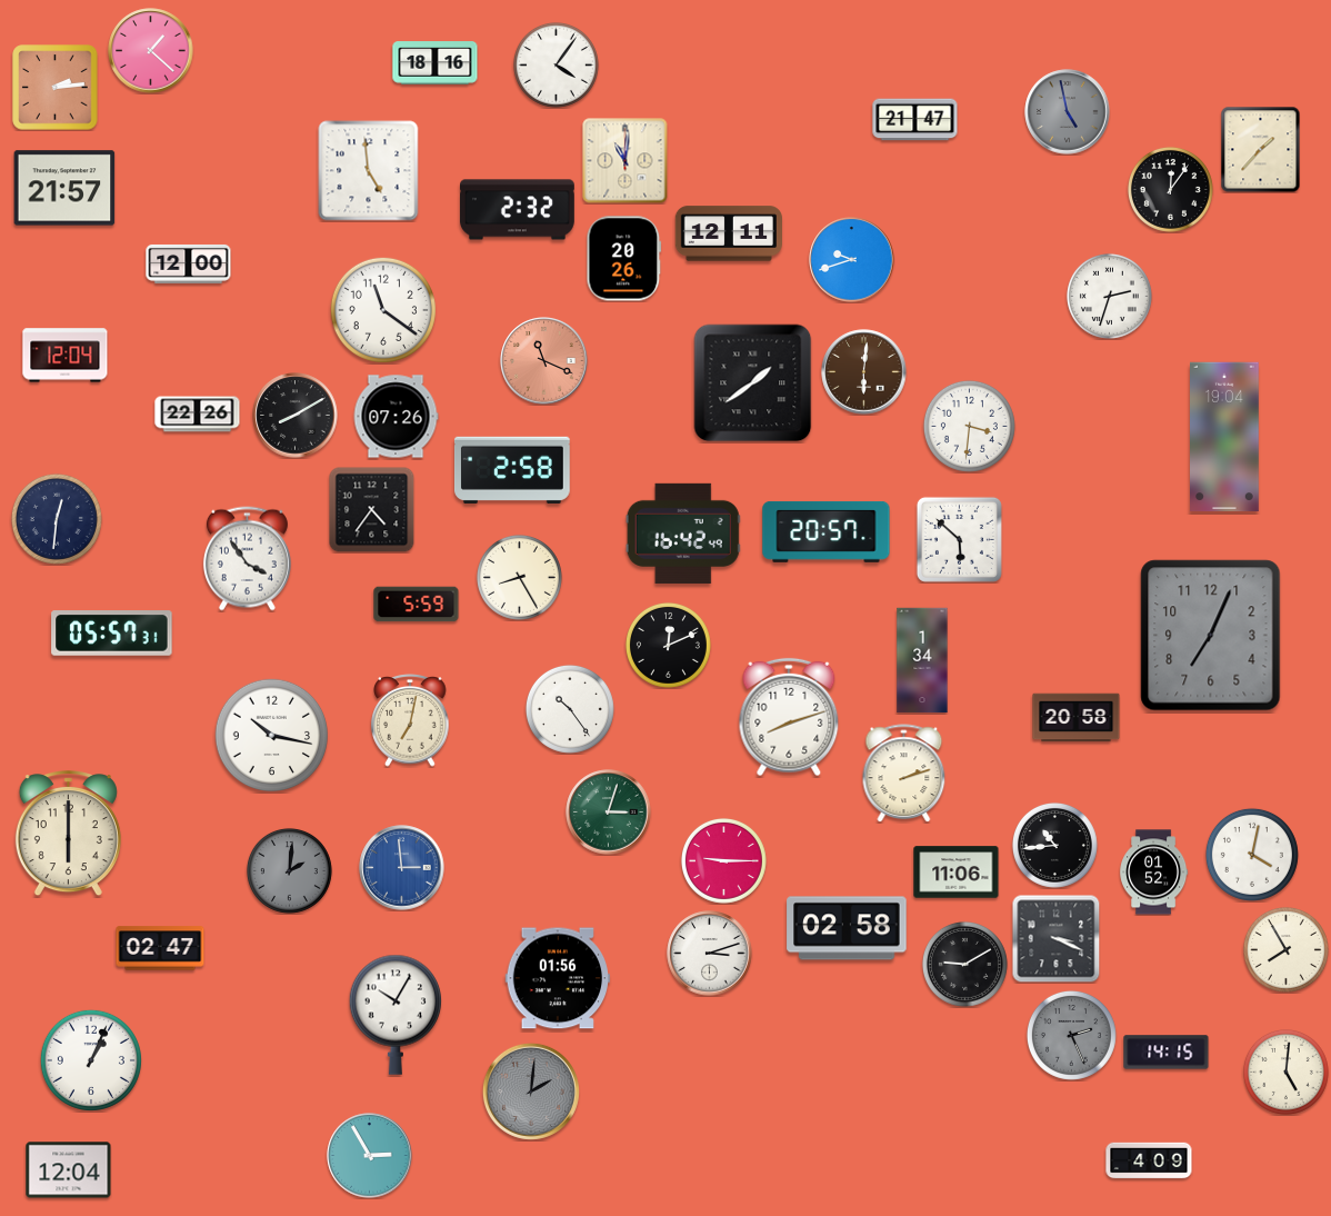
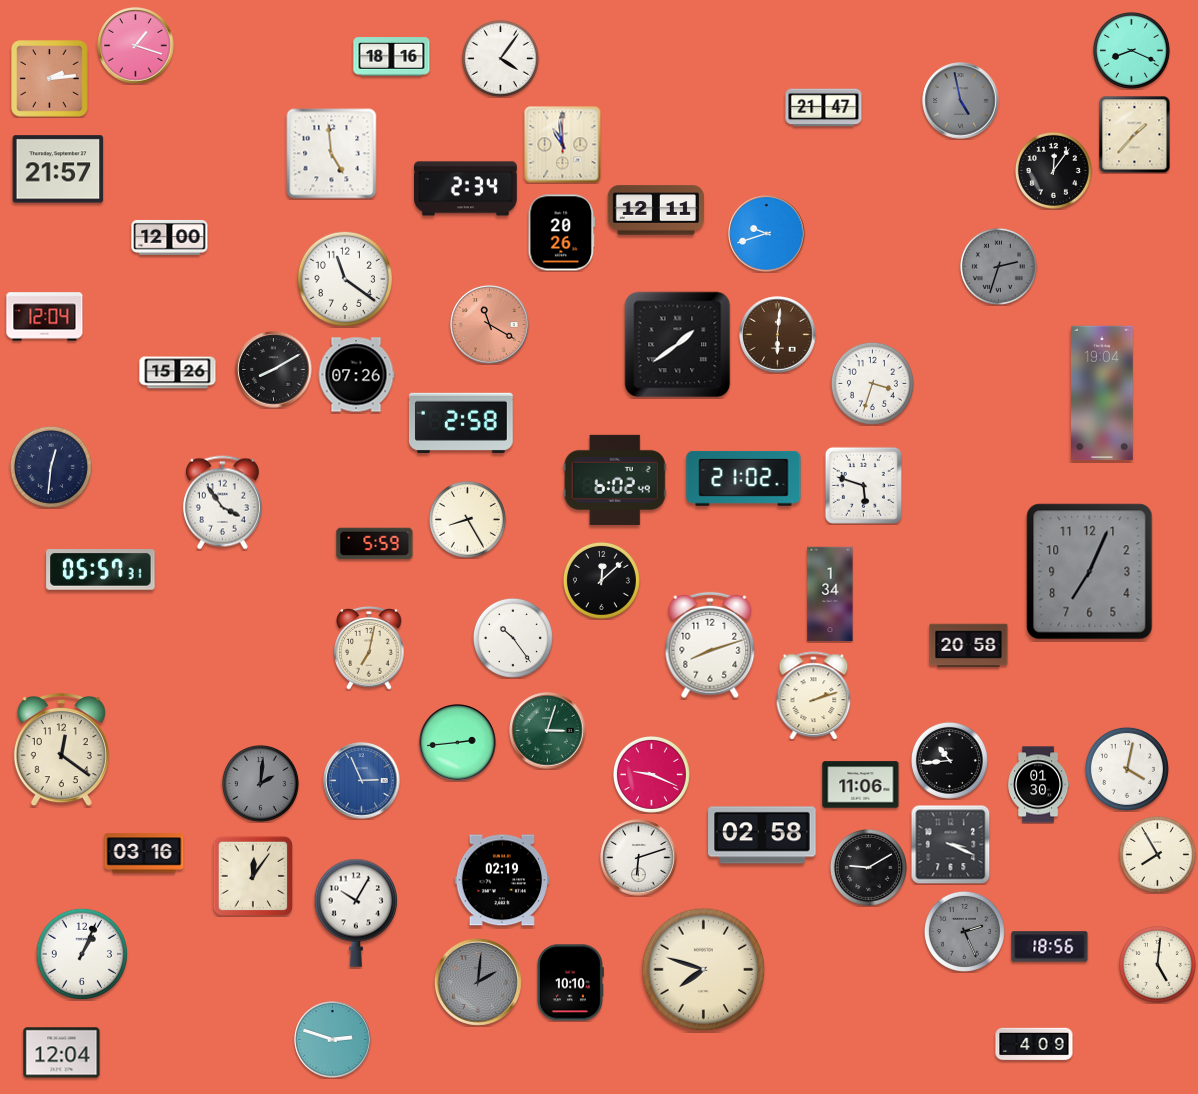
clock at (151, 51): 1:22 -> 1:18
clock at (1131, 50): none -> 8:19
clock at (626, 161): 11:01 -> 10:59
clock at (518, 210): 2:32 -> 2:34
clock at (1109, 296) dial: white -> grey
clock at (66, 356) position: (66, 356) -> (45, 317)
clock at (544, 361): 11:19 -> 11:20
clock at (198, 415): 22:26 -> 15:26
clock at (296, 416) position: (296, 416) -> (274, 370)
clock at (969, 426): 3:31 -> 3:33
clock at (371, 510): 4:36 -> none
clock at (827, 531): 20:57 -> 21:02
clock at (683, 534): 16:42 -> 6:02
clock at (959, 539): 5:52 -> 5:48
clock at (668, 645): 12:11 -> 12:08
clock at (271, 735): 10:17 -> none
clock at (458, 743): none -> 2:44
clock at (68, 834): 6:00 -> 12:21
clock at (723, 860): 9:15 -> 9:19
clock at (402, 868): 2:59 -> 2:56
clock at (1154, 873): 01:52 -> 01:30
clock at (160, 948): 02:47 -> 03:16
clock at (710, 954): 3:12 -> 6:12
clock at (252, 875): none -> 12:06
clock at (558, 978): 01:56 -> 02:19
clock at (1167, 1053): 14:15 -> 18:56
clock at (704, 970): none -> 7:48
clock at (570, 983): none -> 10:10
clock at (370, 1156): 2:55 -> 2:48
